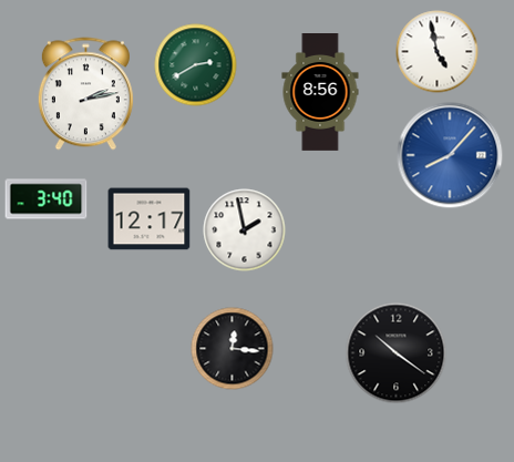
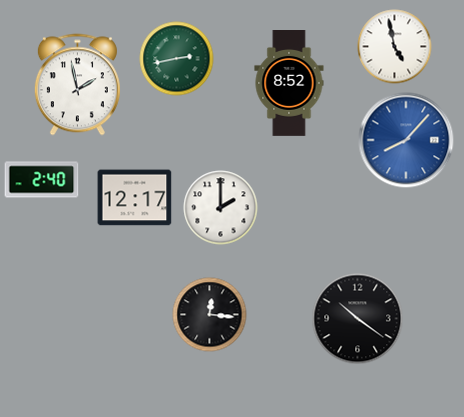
clock at (196, 65): 2:40 -> 2:43
clock at (320, 93): 8:56 -> 8:52
clock at (85, 94): 2:13 -> 1:58
clock at (47, 199): 3:40 -> 2:40
clock at (245, 230): 1:58 -> 2:00
